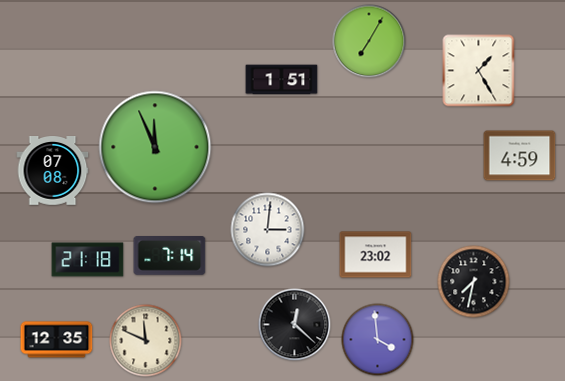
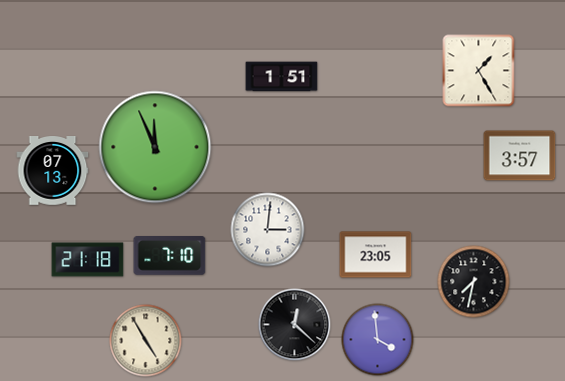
clock at (369, 41): 7:05 -> none
clock at (282, 80) position: (282, 80) -> (282, 77)
clock at (520, 156): 4:59 -> 3:57
clock at (53, 171): 07:08 -> 07:13
clock at (376, 255): 23:02 -> 23:05
clock at (170, 256): 7:14 -> 7:10
clock at (57, 340): 12:35 -> none
clock at (146, 341): 11:49 -> 4:55
